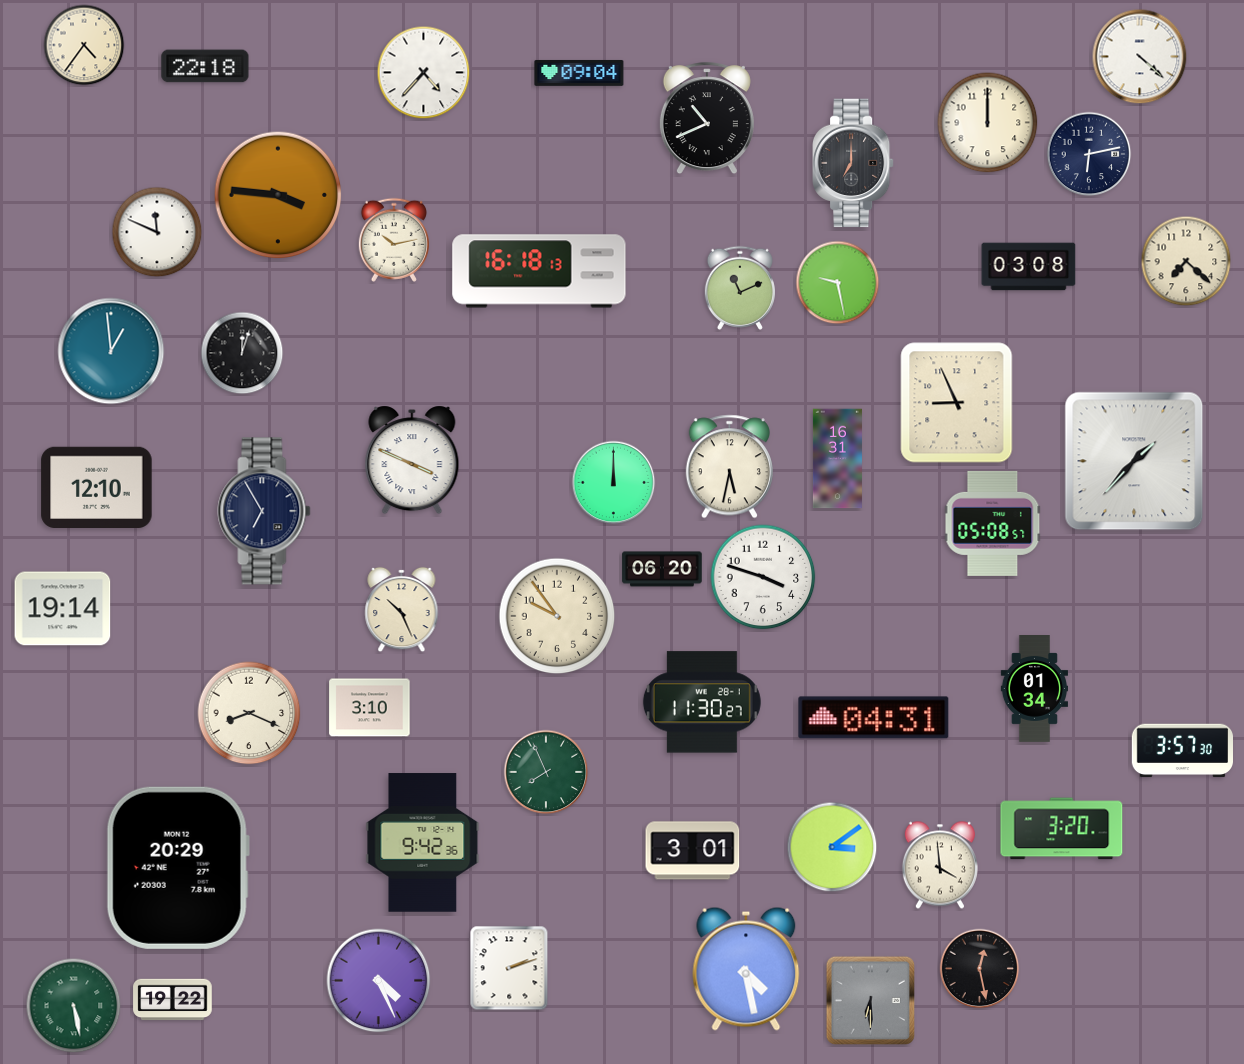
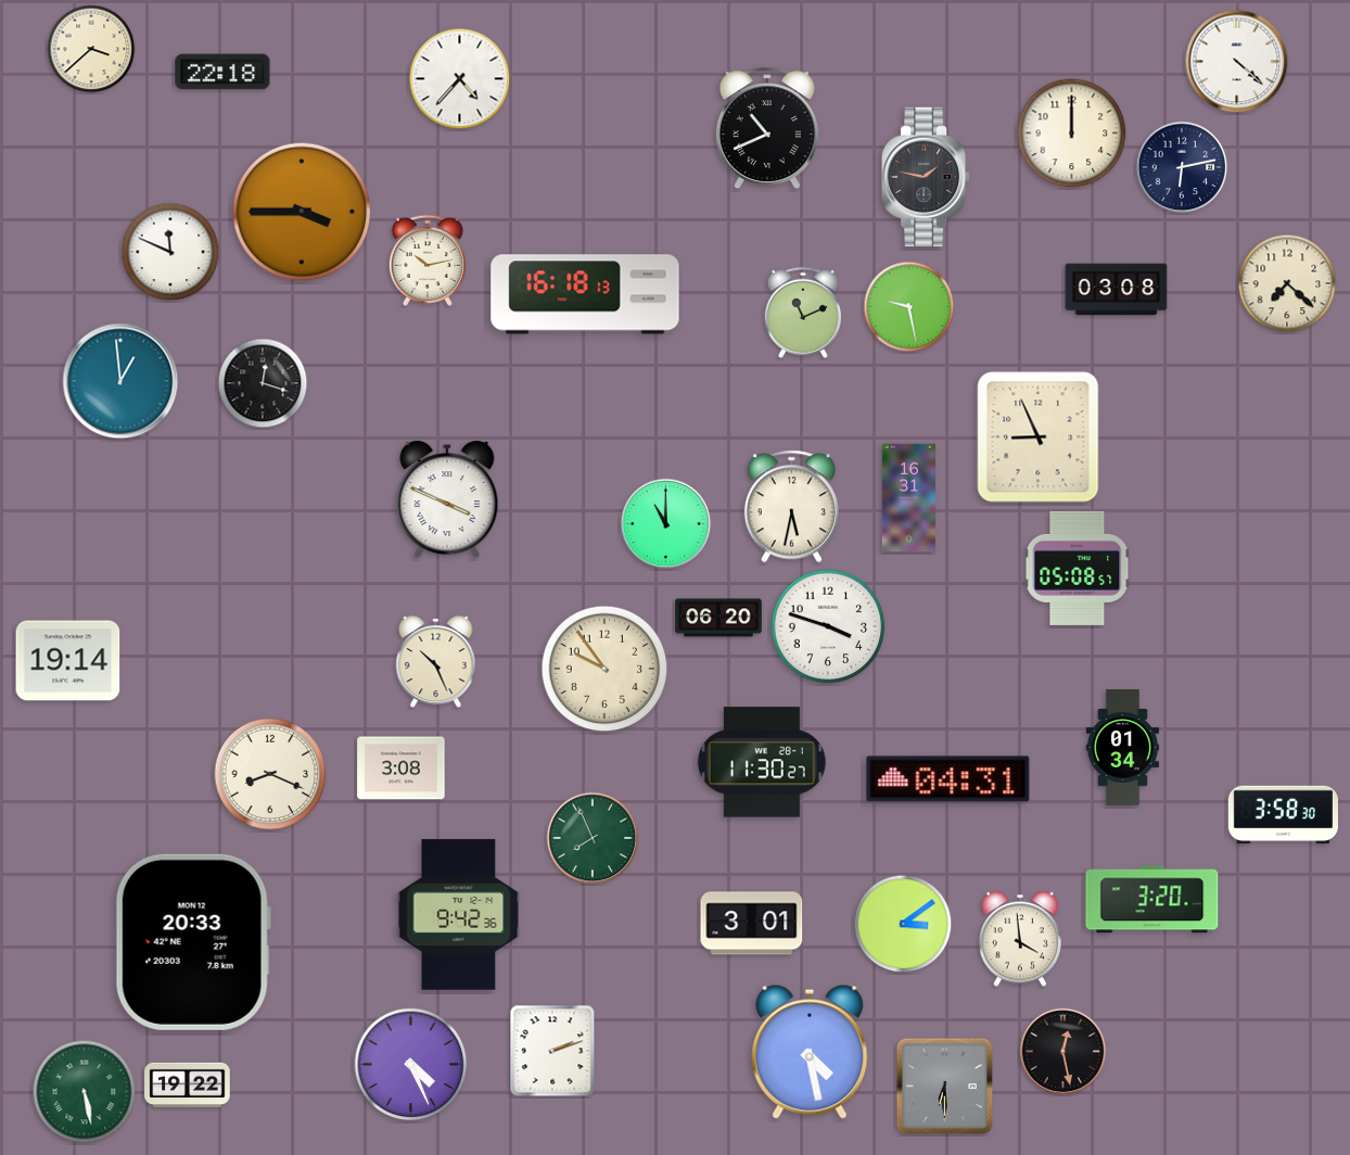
clock at (84, 45): 4:36 -> 3:38
clock at (579, 73): 09:04 -> none
clock at (854, 163): 7:00 -> 1:47
clock at (278, 195): 3:46 -> 3:45
clock at (242, 353): 12:03 -> 12:18
clock at (1134, 461): 1:37 -> none
clock at (614, 483): 12:00 -> 11:00
clock at (97, 487): 12:10 -> none
clock at (264, 511): 6:55 -> none
clock at (370, 708): 3:10 -> 3:08
clock at (1182, 751): 3:57 -> 3:58
clock at (832, 847) position: (832, 847) -> (903, 924)
clock at (178, 868): 20:29 -> 20:33
clock at (74, 1006) position: (74, 1006) -> (85, 1092)
